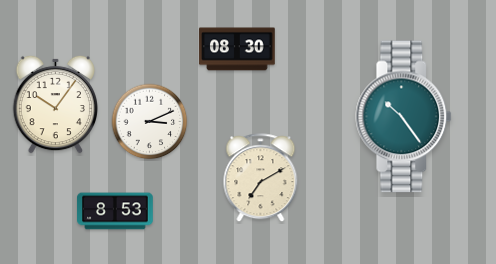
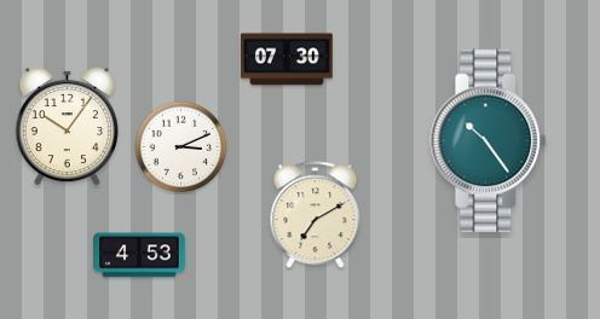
clock at (237, 49): 08:30 -> 07:30
clock at (115, 211): 8:53 -> 4:53
